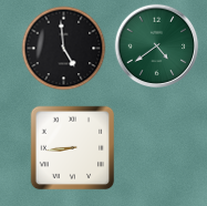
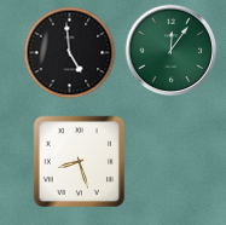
clock at (157, 47): 4:39 -> 12:06
clock at (73, 148): 8:44 -> 8:27
